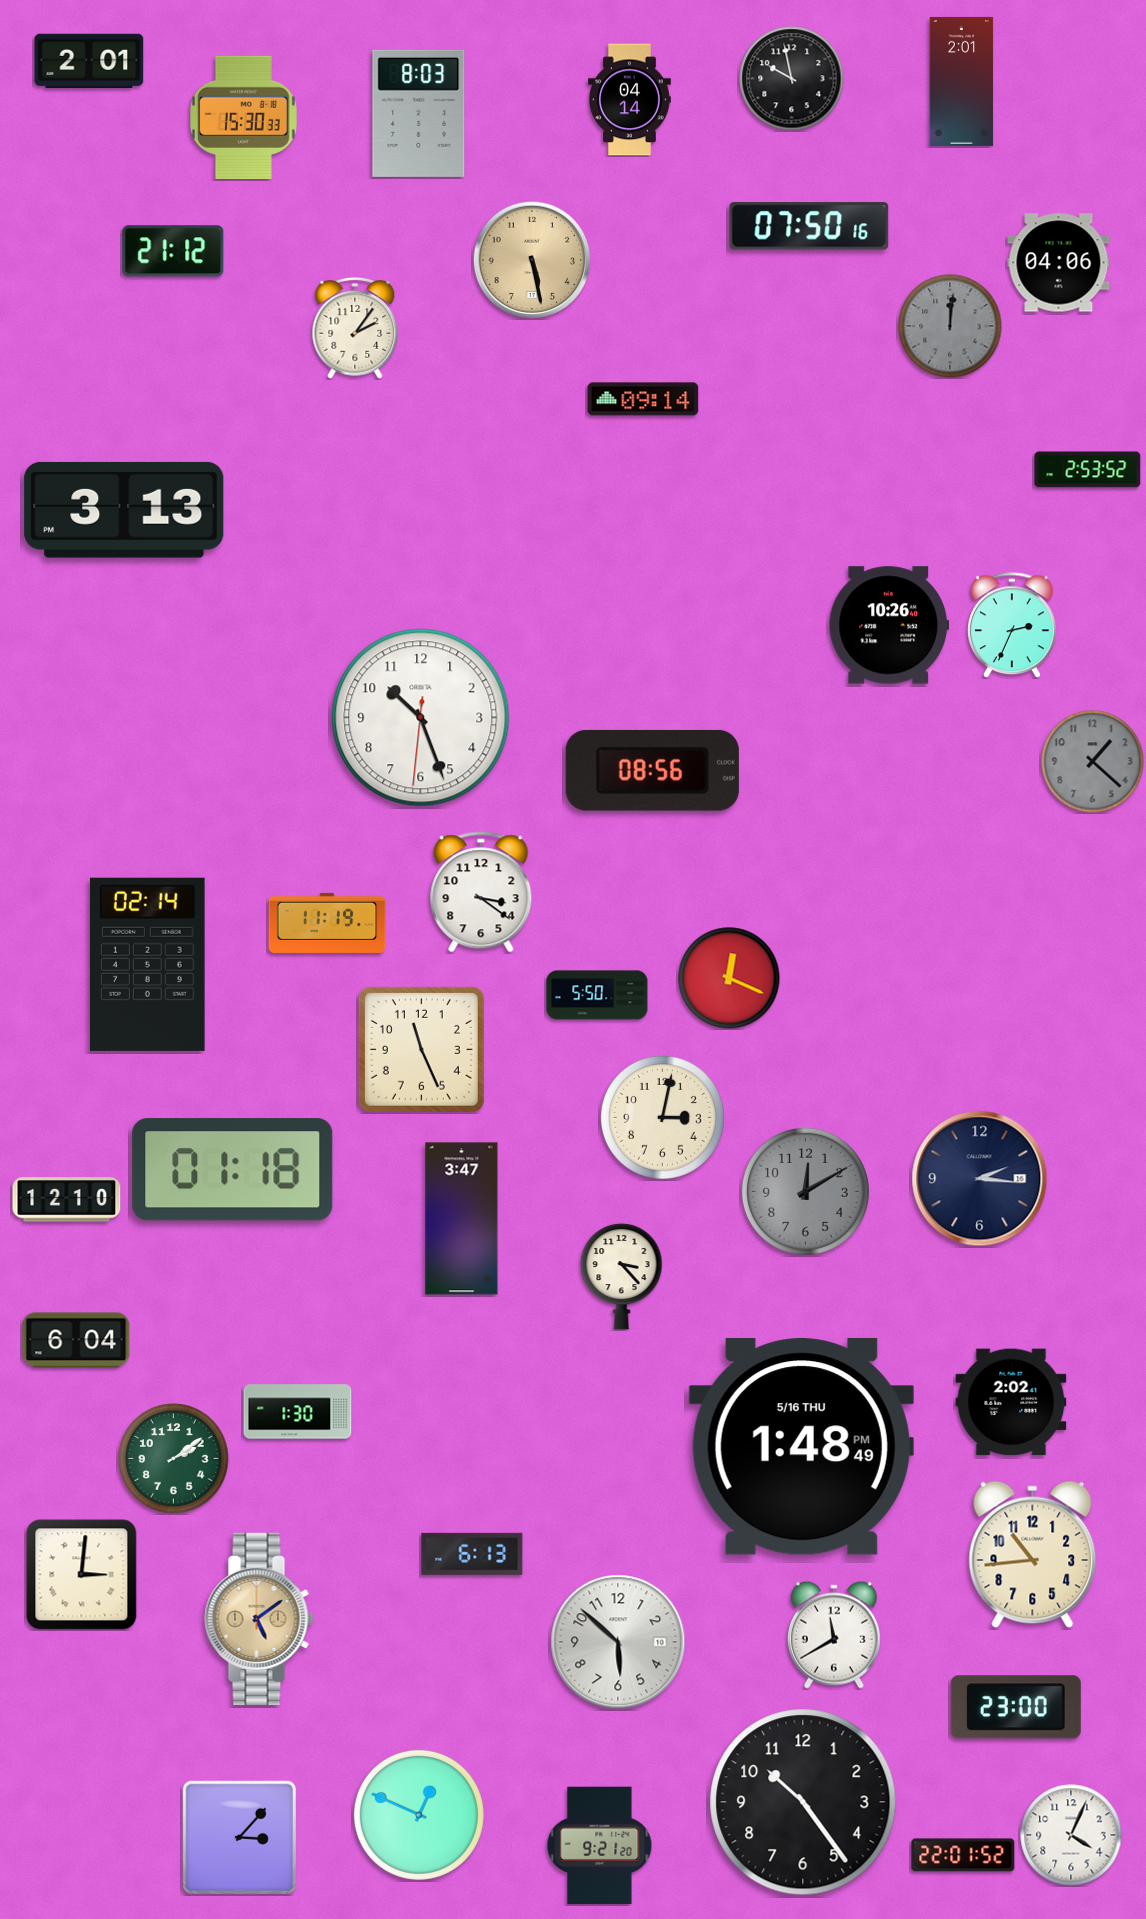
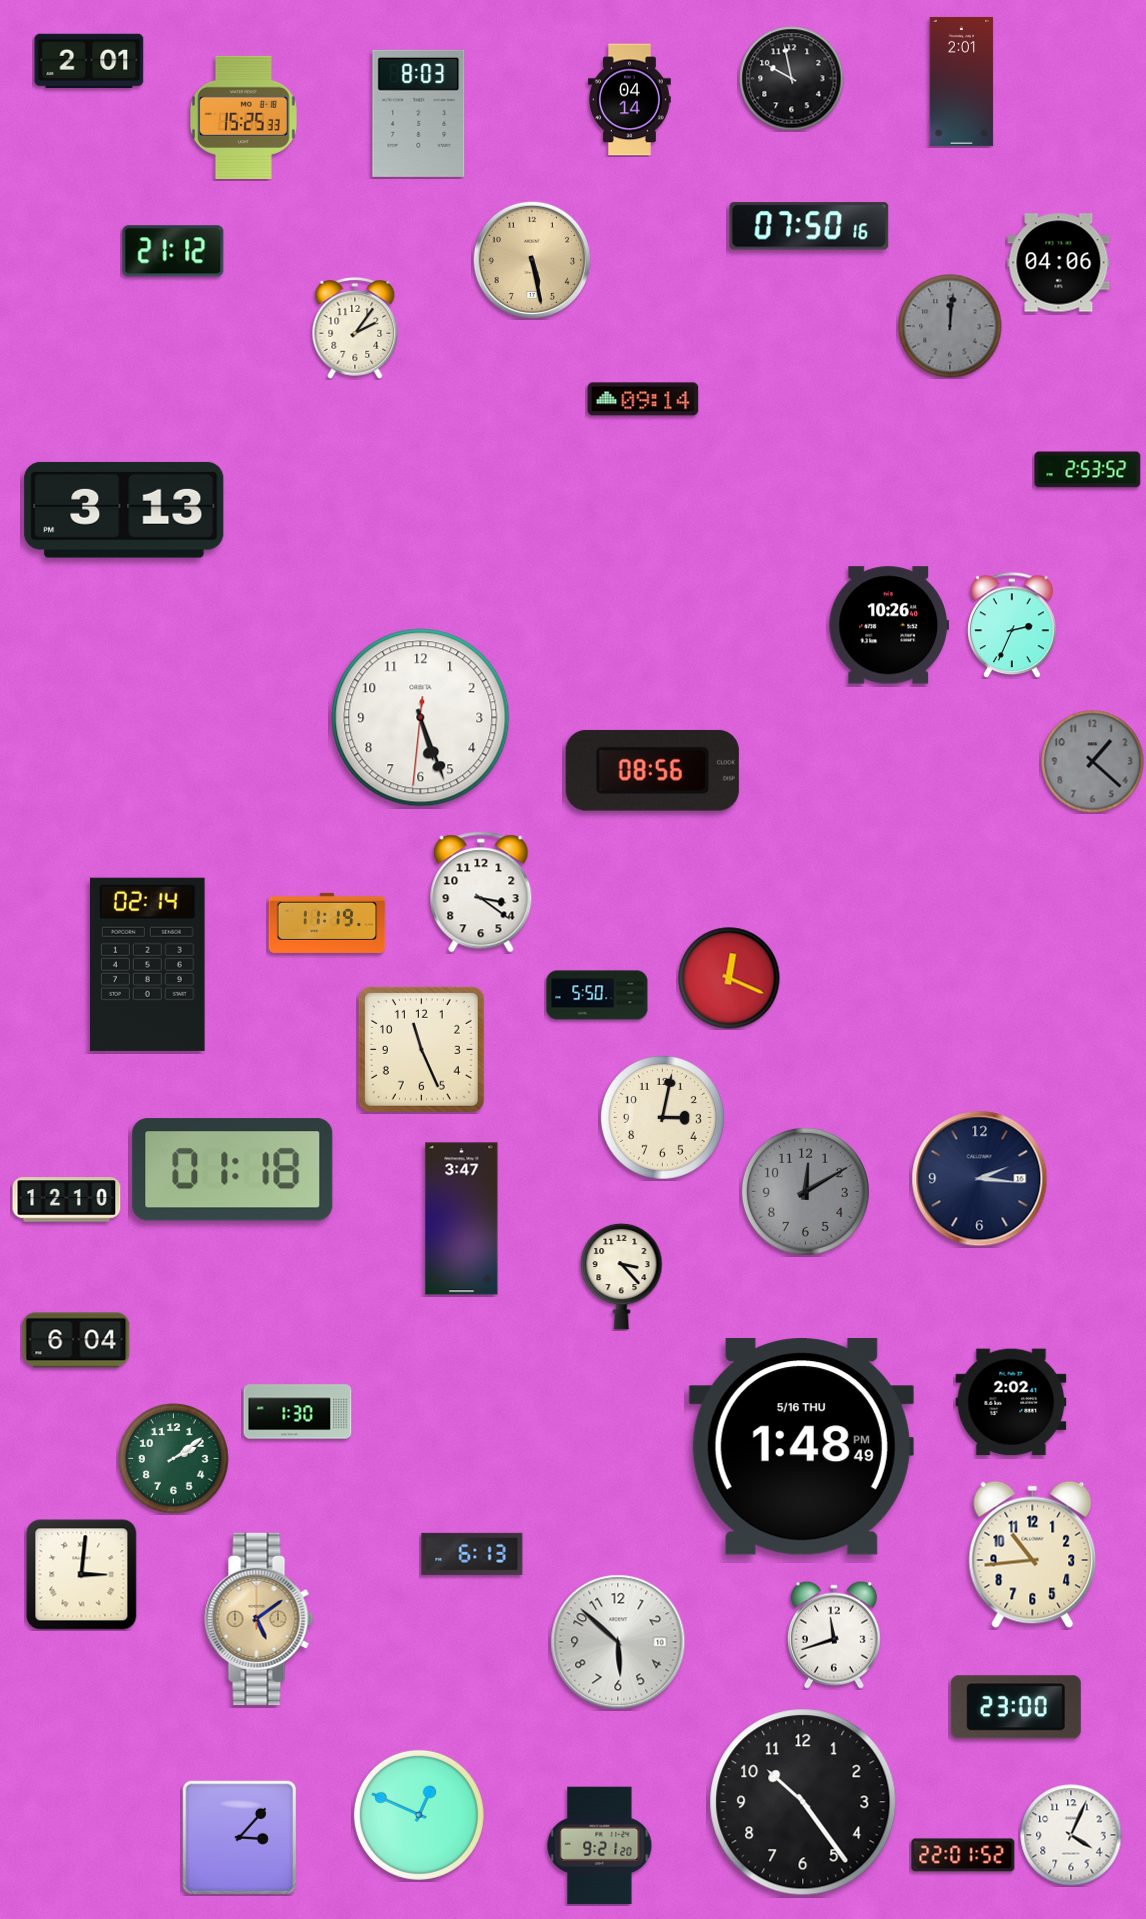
clock at (243, 117): 15:30 -> 15:25
clock at (421, 718): 10:26 -> 5:26
clock at (834, 1635): 11:40 -> 11:42
